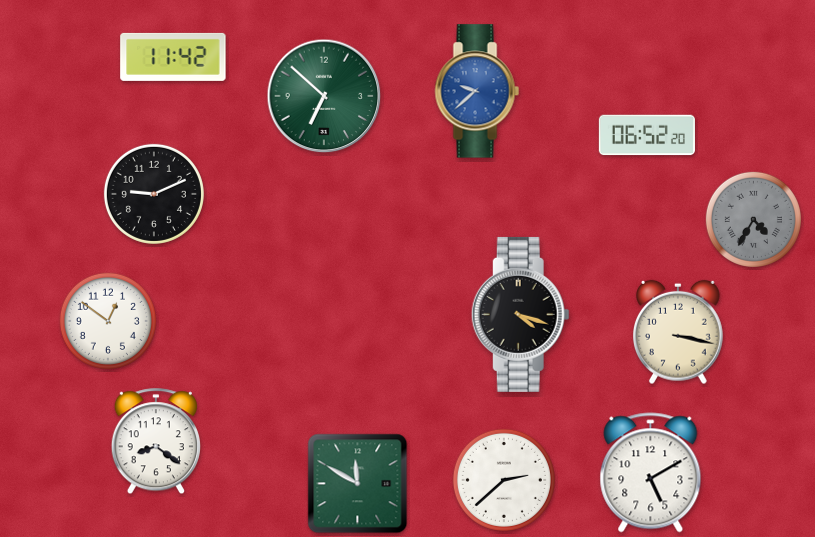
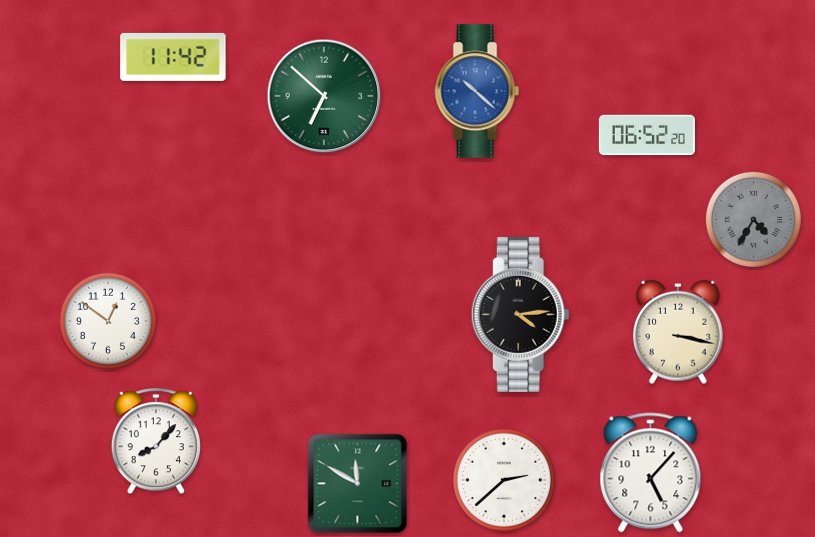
clock at (477, 91): 9:38 -> 10:22
clock at (154, 194): 9:11 -> none
clock at (520, 314): 4:18 -> 4:14
clock at (156, 442): 8:21 -> 8:07
clock at (651, 473): 5:10 -> 5:07
